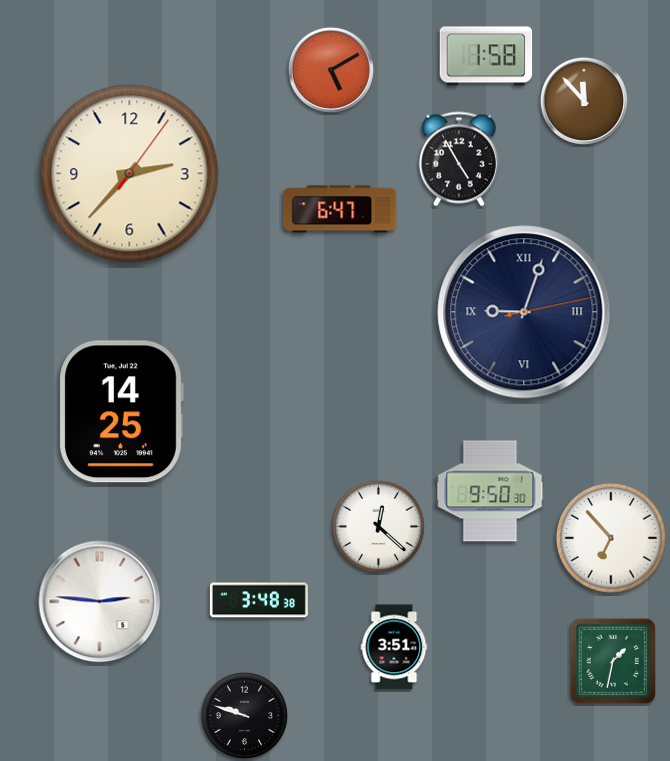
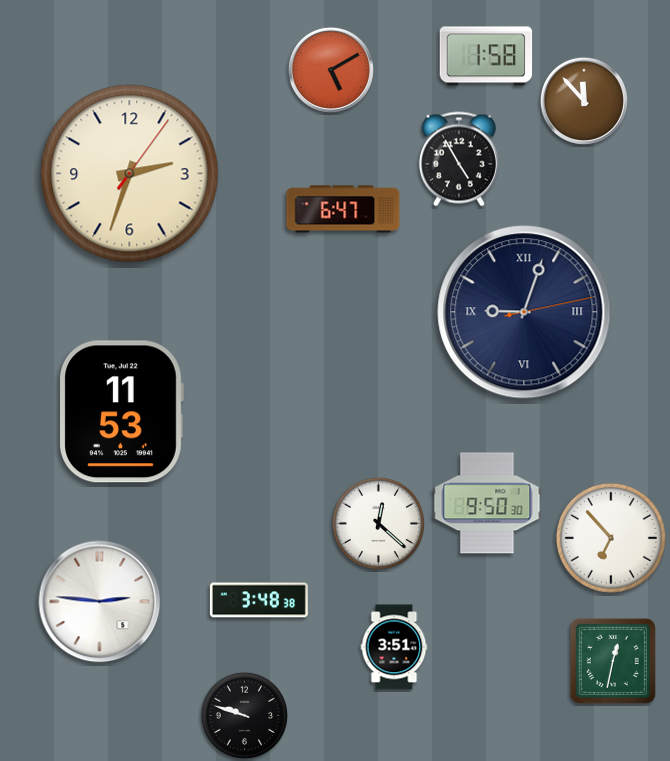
clock at (130, 174): 2:37 -> 2:33
clock at (340, 209) position: (340, 209) -> (343, 209)
clock at (121, 412): 14:25 -> 11:53
clock at (490, 491) position: (490, 491) -> (487, 503)
clock at (378, 526) position: (378, 526) -> (378, 523)
clock at (613, 661): 1:32 -> 12:32
